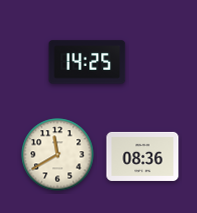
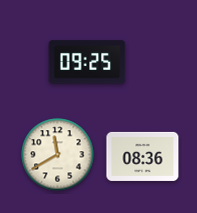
clock at (87, 62): 14:25 -> 09:25
